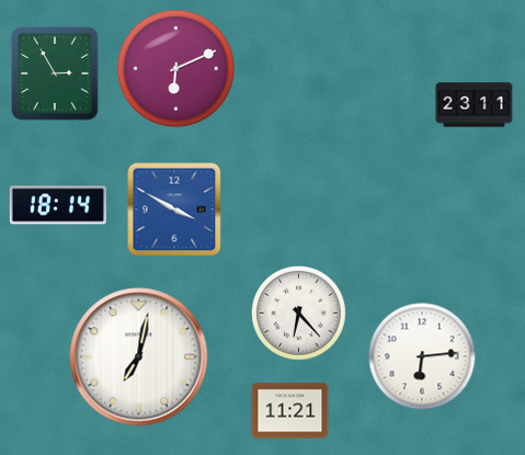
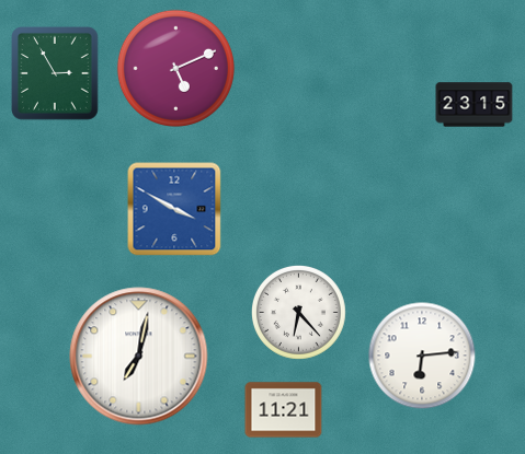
clock at (175, 68): 6:11 -> 5:11
clock at (475, 105): 23:11 -> 23:15
clock at (58, 205): 18:14 -> none
clock at (290, 411) position: (290, 411) -> (284, 410)
